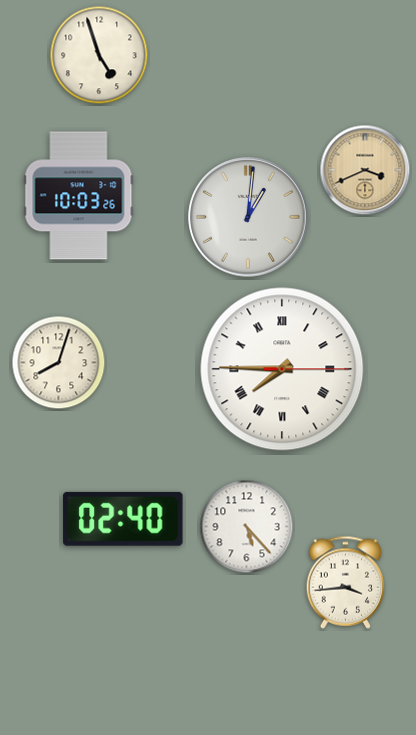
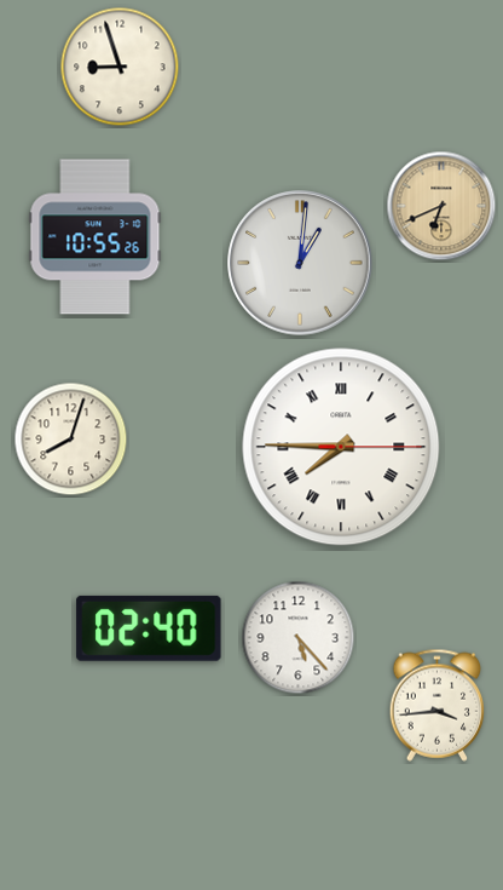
clock at (99, 55): 4:57 -> 8:57
clock at (365, 170): 3:41 -> 6:41
clock at (79, 196): 10:03 -> 10:55
clock at (346, 582) position: (346, 582) -> (438, 705)
